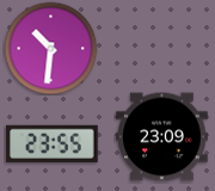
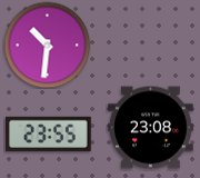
clock at (162, 137): 23:09 -> 23:08
